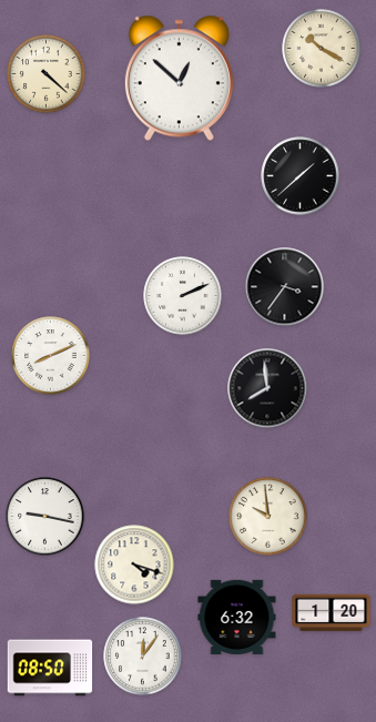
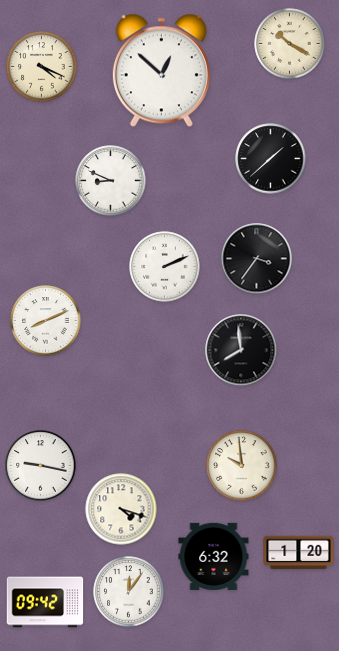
clock at (47, 74): 4:22 -> 4:19
clock at (111, 181): none -> 8:49
clock at (50, 668): 08:50 -> 09:42
